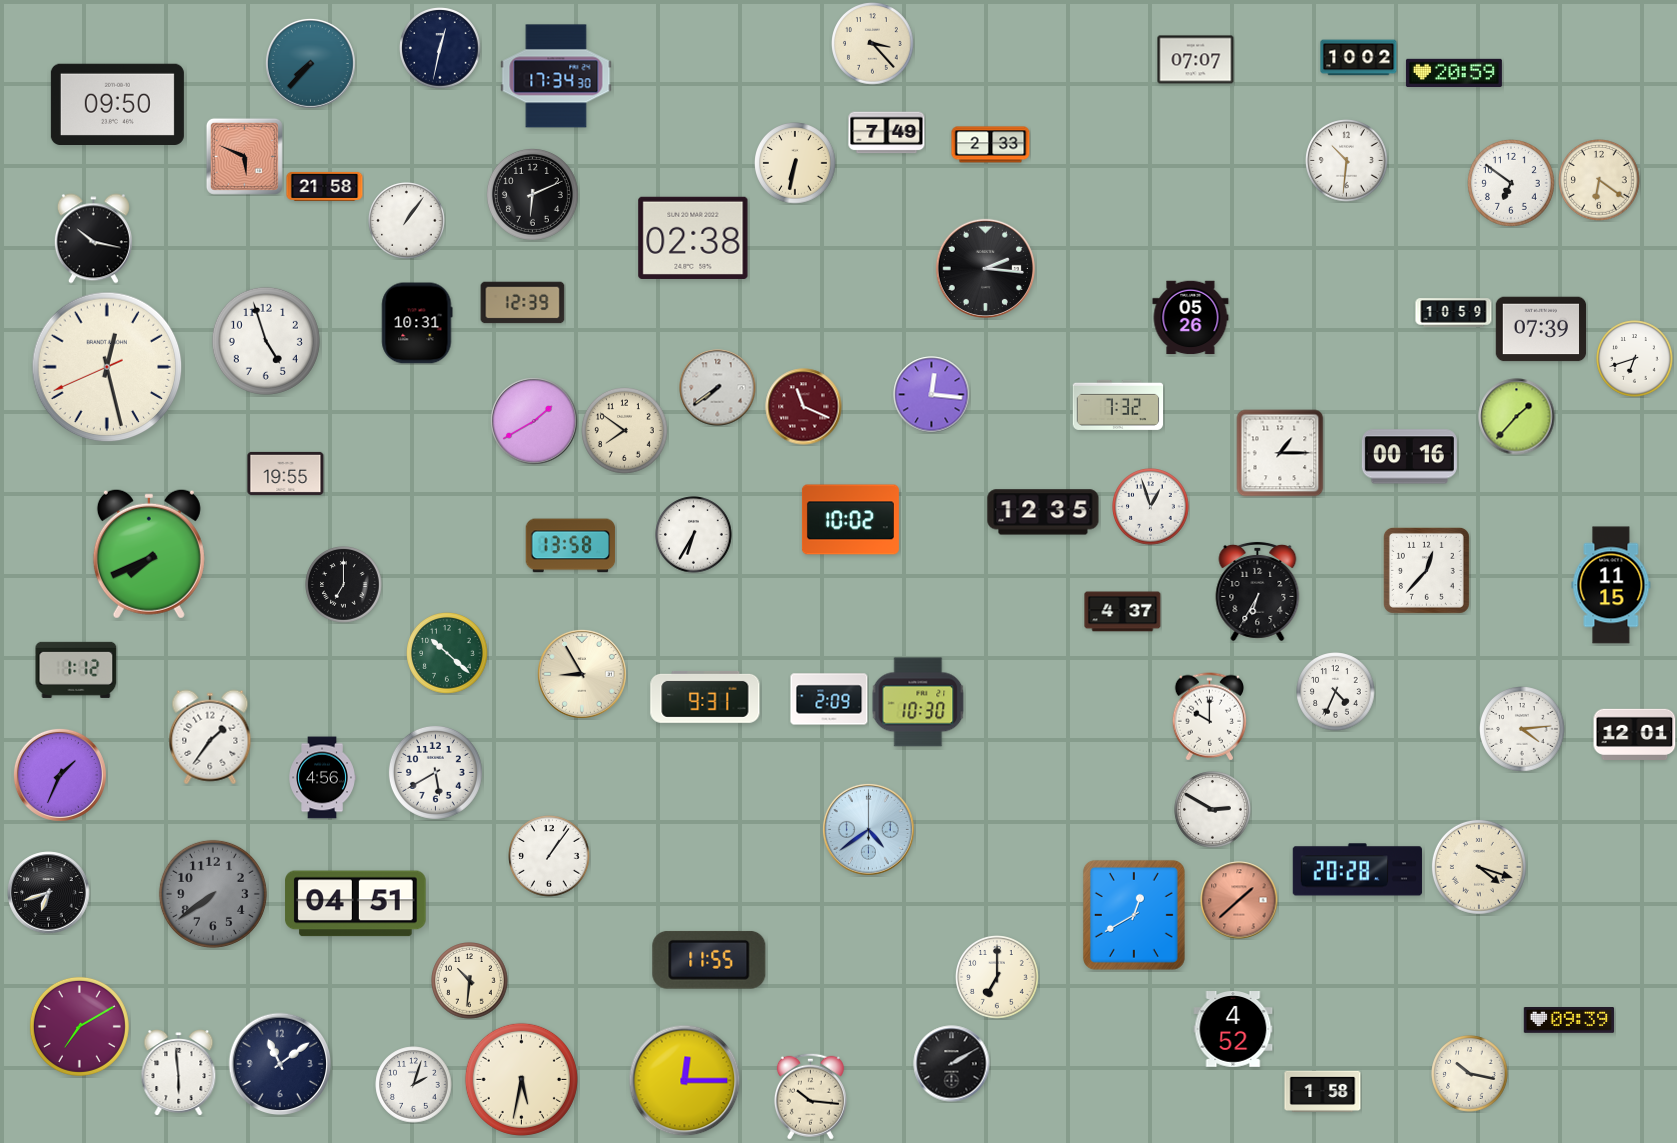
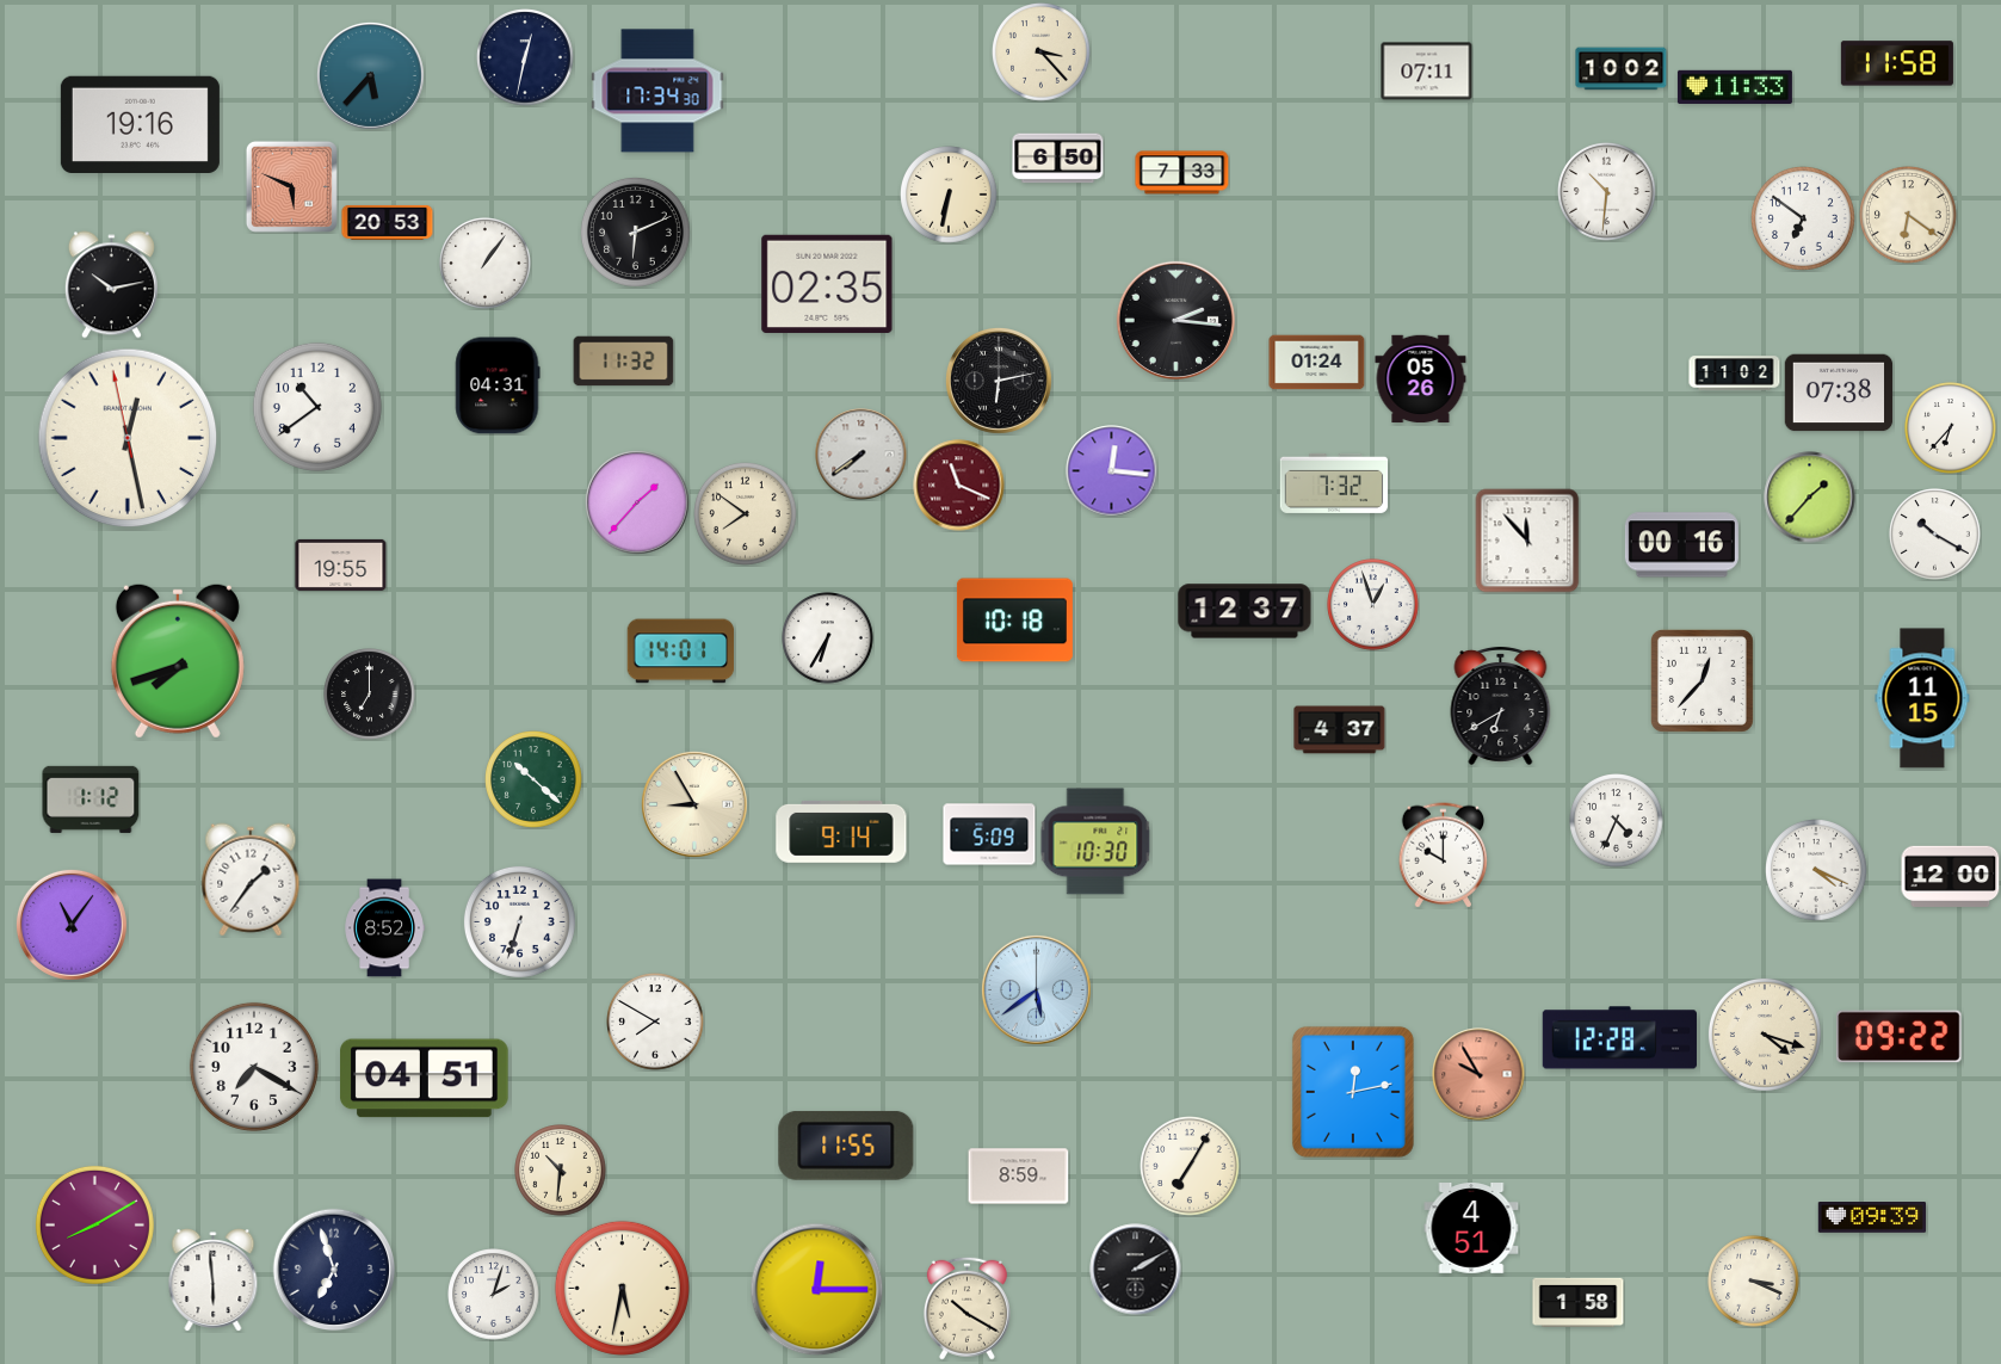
clock at (1897, 63): none -> 11:58
clock at (1196, 60): 07:07 -> 07:11
clock at (310, 63): 7:37 -> 5:37
clock at (1454, 72): 20:59 -> 11:33
clock at (556, 76) position: (556, 76) -> (657, 91)
clock at (117, 104): 09:50 -> 19:16
clock at (887, 133): 7:49 -> 6:50
clock at (991, 145): 2:33 -> 7:33
clock at (325, 186): 21:58 -> 20:53
clock at (693, 238): 02:38 -> 02:35
clock at (93, 239): 10:17 -> 10:13
clock at (523, 303): 12:39 -> 11:32
clock at (1317, 363): none -> 01:24
clock at (1454, 313): 10:59 -> 11:02
clock at (999, 381): none -> 6:13
clock at (417, 323): 10:31 -> 04:31
clock at (1541, 329): 07:39 -> 07:38
clock at (266, 341): 4:57 -> 10:39
clock at (1635, 359): 6:42 -> 6:37
clock at (107, 367): 12:27:41 -> 12:27:58
clock at (718, 388) position: (718, 388) -> (861, 455)
clock at (535, 422): 1:40 -> 1:37
clock at (1935, 535): none -> 10:20
clock at (1280, 453): 1:15 -> 11:53
clock at (1043, 512): 12:35 -> 12:37
clock at (850, 520): 10:02 -> 10:18
clock at (571, 546): 13:58 -> 14:01
clock at (149, 554): 7:41 -> 7:42
clock at (344, 585) position: (344, 585) -> (370, 695)
clock at (1258, 591): 6:35 -> 6:40
clock at (1336, 692) position: (1336, 692) -> (1617, 821)
clock at (705, 697): 9:31 -> 9:14
clock at (829, 699): 2:09 -> 5:09
clock at (918, 702) position: (918, 702) -> (1095, 841)
clock at (1523, 730): 4:14 -> 4:19
clock at (1635, 734): 12:01 -> 12:00
clock at (435, 772): 5:40 -> 6:33
clock at (60, 775): 1:34 -> 11:06
clock at (322, 778): 4:56 -> 8:52
clock at (1213, 810): 2:50 -> none
clock at (868, 829): 4:39 -> 5:39
clock at (549, 856): 1:06 -> 7:50
clock at (1900, 1037): none -> 09:22
clock at (1357, 870): 20:28 -> 12:28
clock at (49, 893): 6:42 -> none
clock at (213, 894): 7:39 -> 7:20
clock at (213, 894) dial: grey -> white
clock at (1239, 900): 1:38 -> 9:55
clock at (1134, 915): 12:40 -> 12:13
clock at (998, 978): 7:00 -> 7:05
clock at (1019, 1177): none -> 8:59
clock at (79, 1026): 7:10 -> 8:10
clock at (1233, 1029): 4:52 -> 4:51
clock at (280, 1064): 11:09 -> 6:57
clock at (1470, 1074): 10:17 -> 3:19
clock at (810, 1096): 10:16 -> 10:20
